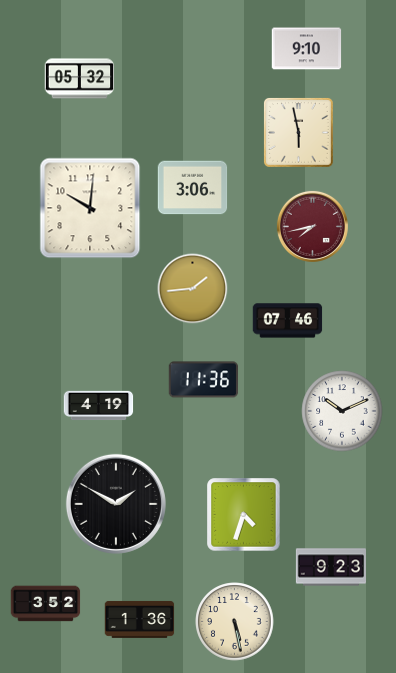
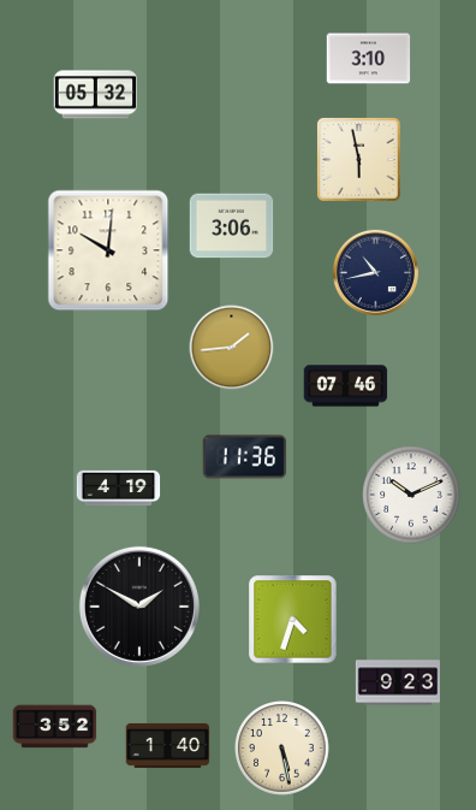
clock at (307, 49): 9:10 -> 3:10
clock at (312, 226): 7:43 -> 10:43
clock at (312, 226) dial: burgundy -> navy
clock at (140, 619): 1:36 -> 1:40
